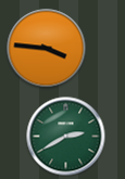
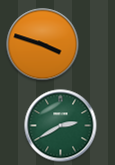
clock at (47, 49): 3:46 -> 3:48
